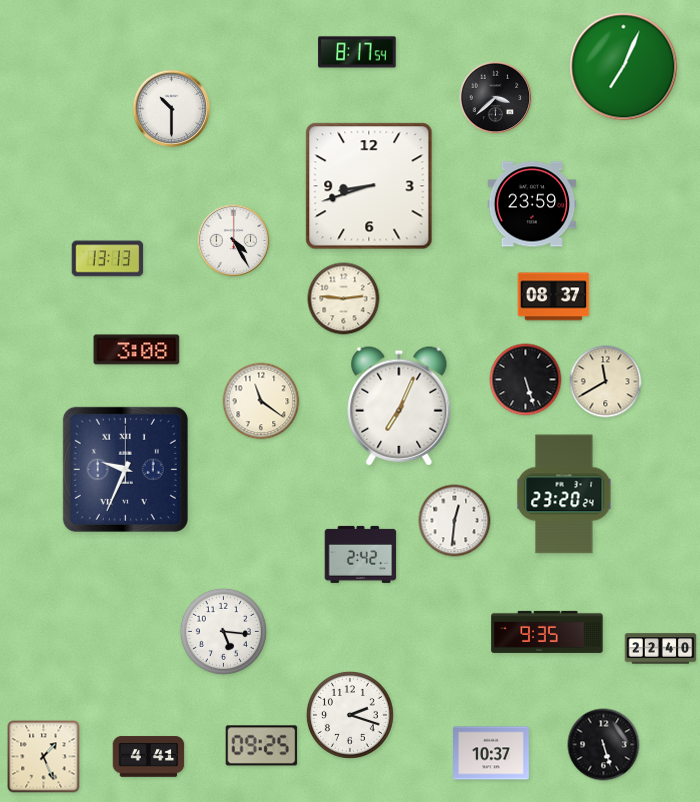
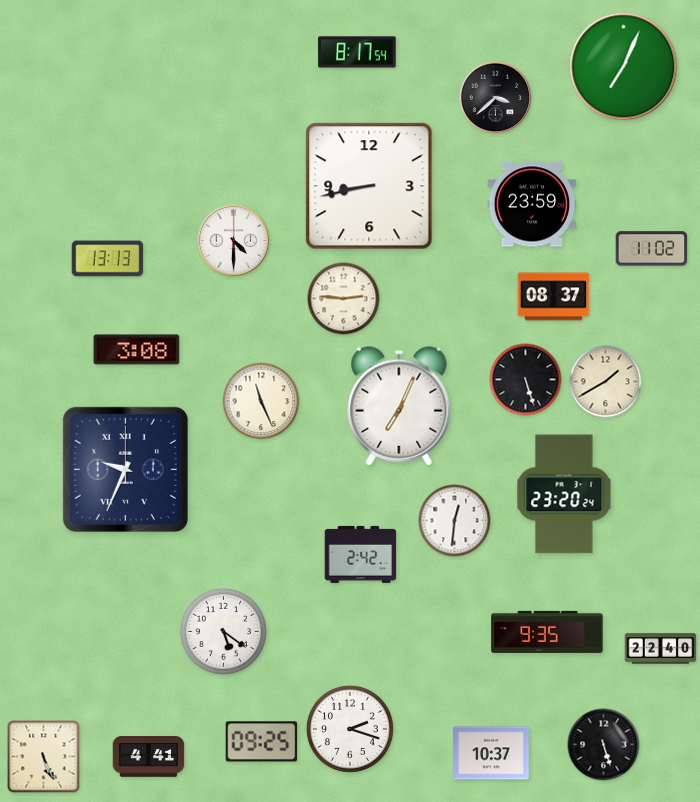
clock at (172, 109): 10:30 -> none
clock at (369, 186): 8:42 -> 8:43
clock at (234, 241): 4:25 -> 4:30
clock at (652, 249): none -> 11:02
clock at (606, 382): 11:40 -> 1:40
clock at (261, 401): 11:21 -> 11:26
clock at (223, 631): 5:16 -> 5:21
clock at (350, 715) position: (350, 715) -> (350, 729)
clock at (262, 746) position: (262, 746) -> (262, 742)
clock at (44, 757): 1:26 -> 5:26
